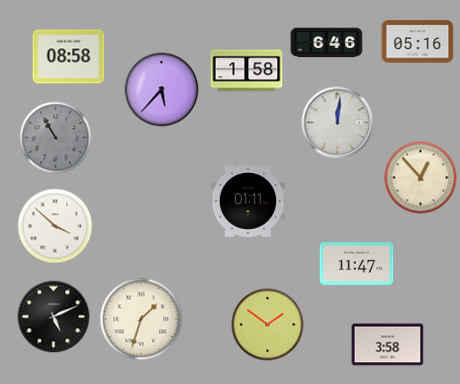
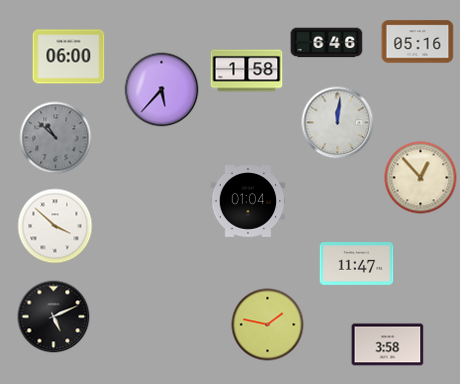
clock at (69, 57): 08:58 -> 06:00
clock at (56, 138): 10:55 -> 10:52
clock at (248, 202): 01:11 -> 01:04
clock at (141, 319): 1:33 -> none
clock at (268, 325): 1:51 -> 1:47
